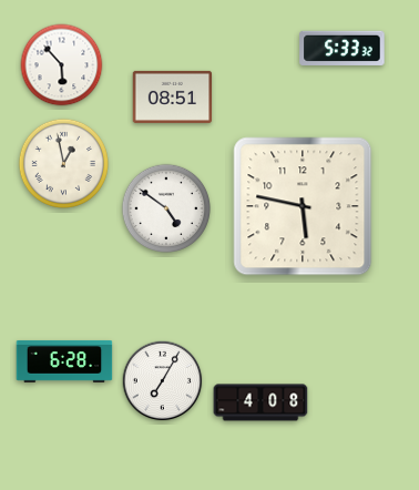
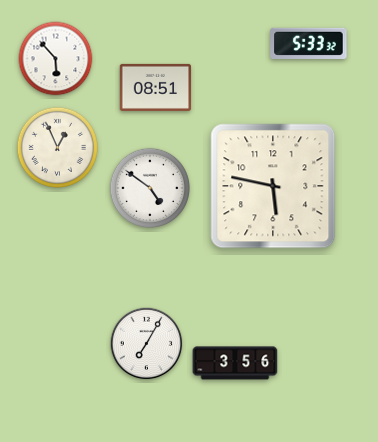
clock at (63, 163): 12:58 -> 12:56
clock at (64, 361): 6:28 -> none
clock at (260, 402): 4:08 -> 3:56
